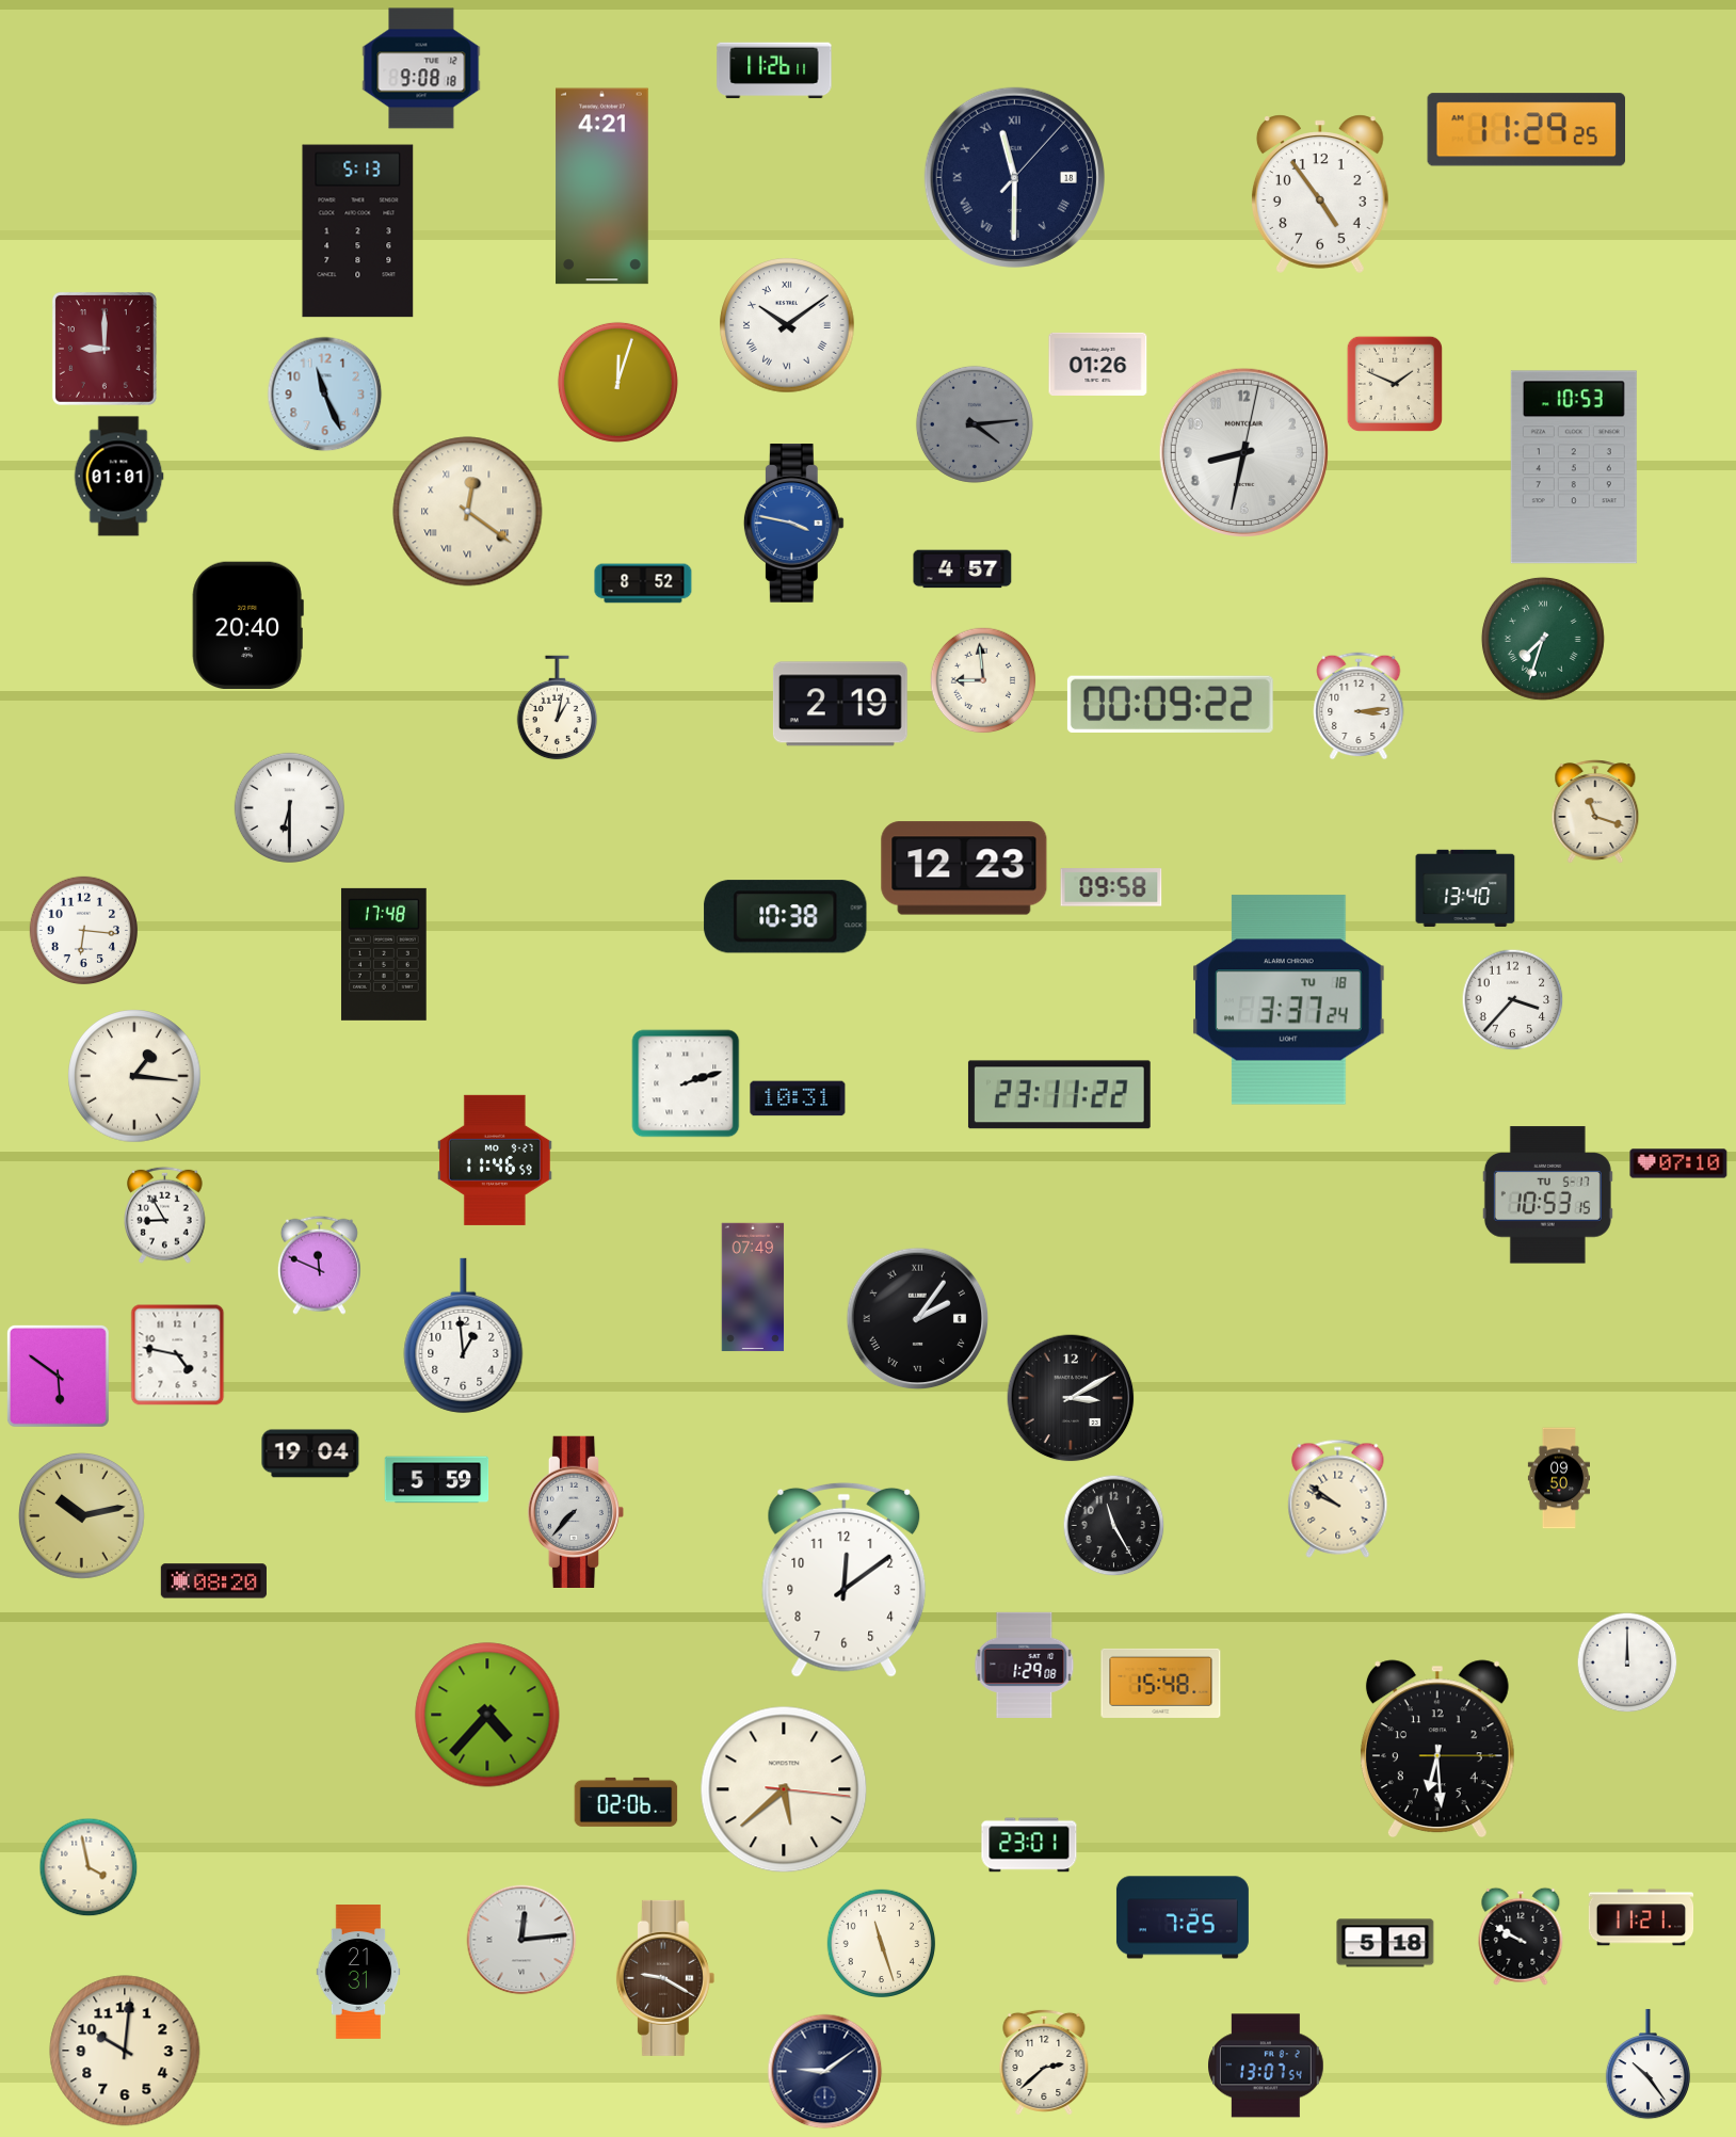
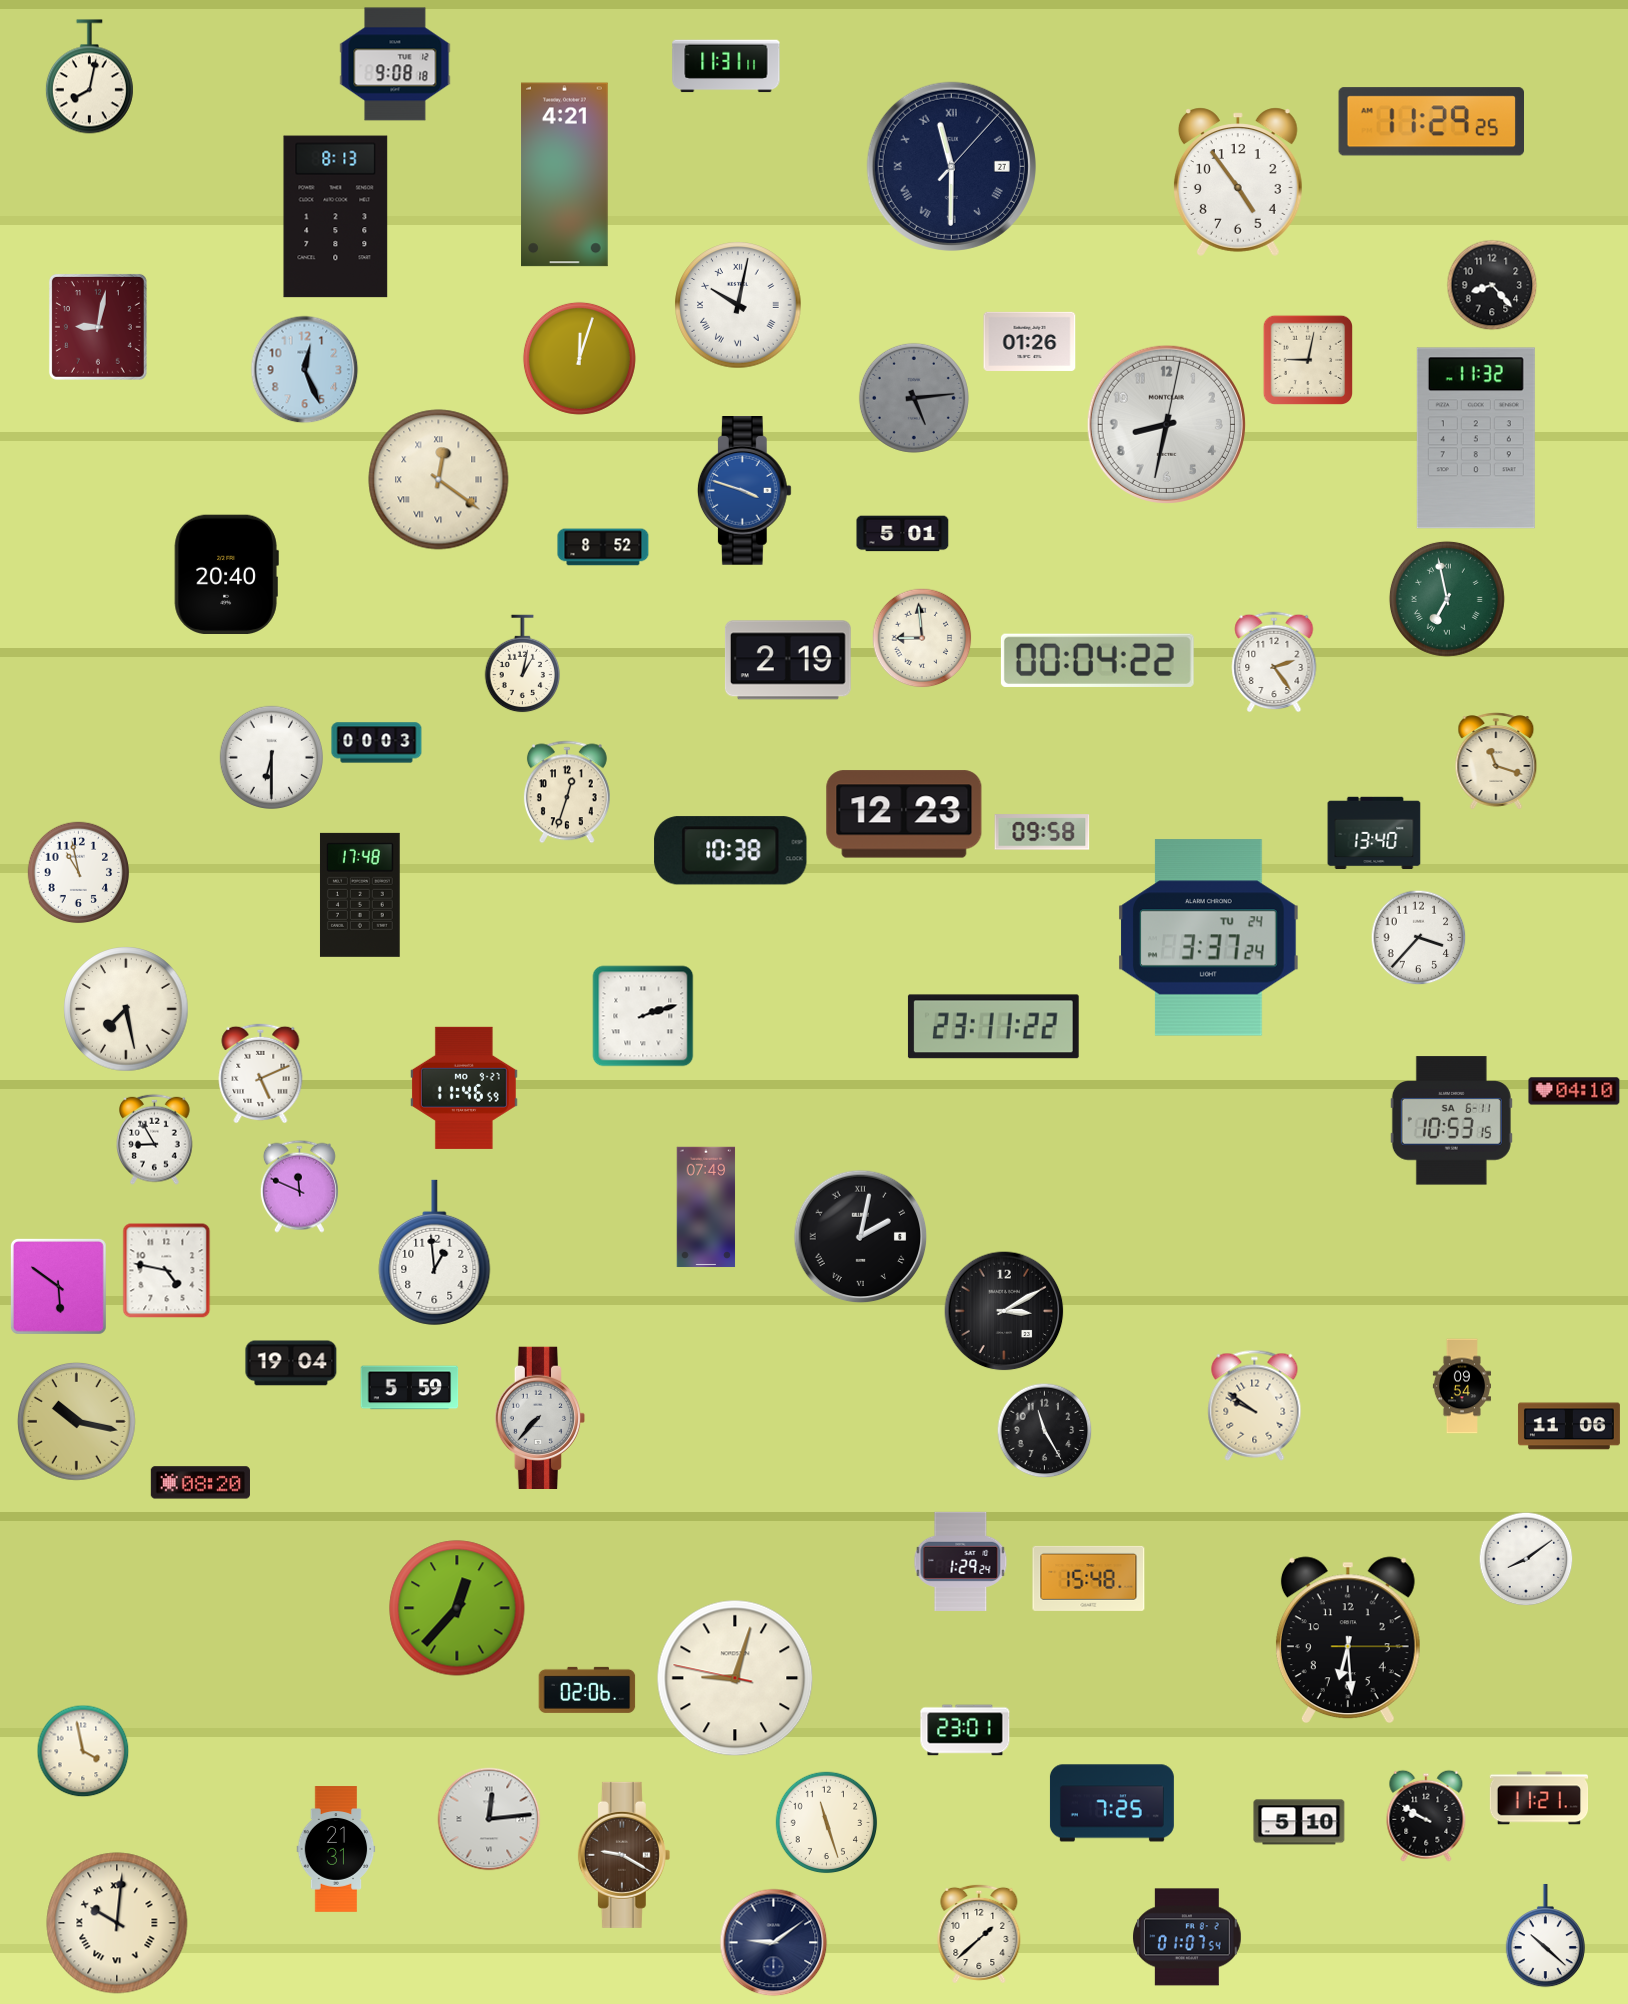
clock at (774, 70): 11:26 -> 11:31
clock at (89, 77): none -> 8:02
clock at (1014, 177) date: 18 -> 27
clock at (358, 231): 5:13 -> 8:13
clock at (1492, 285): none -> 8:23
clock at (787, 325): 10:09 -> 10:02
clock at (105, 349): 9:00 -> 9:02
clock at (1394, 383): 1:49 -> 9:02
clock at (325, 395): 11:26 -> 12:26
clock at (975, 424): 4:14 -> 5:14
clock at (1574, 467): 10:53 -> 11:32
clock at (118, 477): 01:01 -> none
clock at (793, 524): 3:47 -> 3:48
clock at (963, 569): 4:57 -> 5:01
clock at (247, 626) position: (247, 626) -> (226, 575)
clock at (1543, 639): 7:33 -> 6:58
clock at (1170, 704): 00:09 -> 00:04
clock at (1359, 706): 3:14 -> 2:24
clock at (377, 743): none -> 00:03
clock at (567, 792): none -> 12:33
clock at (786, 917) position: (786, 917) -> (731, 851)
clock at (84, 931): 6:16 -> 10:58
clock at (1289, 1000) date: TU 18 -> TU 24
clock at (134, 1076): 1:16 -> 7:28
clock at (798, 1098): 10:31 -> none
clock at (261, 1073): none -> 5:11
clock at (1678, 1163): 07:10 -> 04:10
clock at (1547, 1195) date: TU 5-17 -> SA 6-11
clock at (918, 1319): 2:06 -> 2:02
clock at (59, 1377) position: (59, 1377) -> (59, 1287)
clock at (1559, 1478): 09:50 -> 09:54
clock at (81, 1515): 10:13 -> 10:17
clock at (1569, 1426): none -> 11:06
clock at (845, 1579): 12:09 -> none
clock at (1627, 1662): 12:00 -> 8:09
clock at (1025, 1665): 1:29:08 -> 1:29:24
clock at (487, 1715): 4:37 -> 12:37
clock at (784, 1789): 5:38 -> 9:02
clock at (1183, 1917) position: (1183, 1917) -> (1112, 1803)
clock at (1385, 1943): 5:18 -> 5:10
clock at (125, 2051) numerals: Arabic -> Roman
clock at (1044, 2062): 2:38 -> 1:38
clock at (1647, 2064): 10:24 -> 10:22
clock at (1267, 2066): 13:07 -> 01:07
